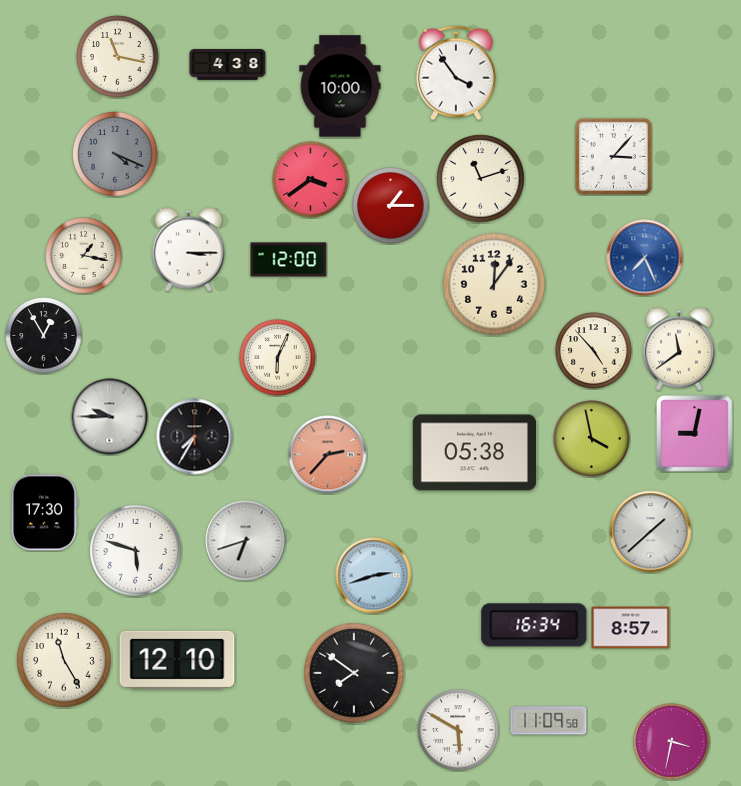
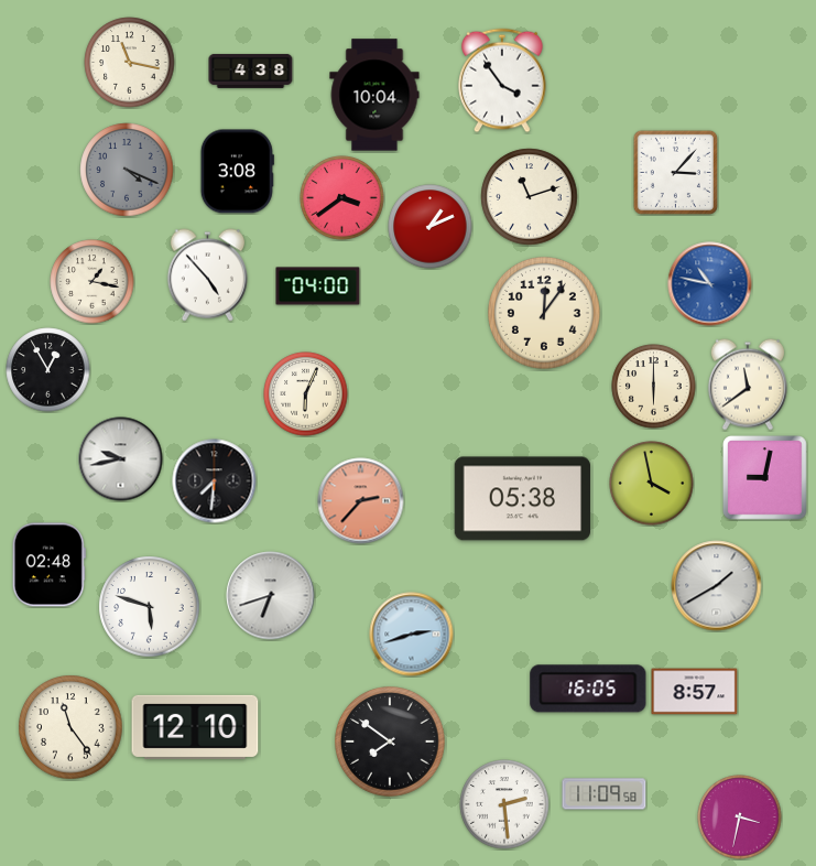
clock at (340, 86): 10:00 -> 10:04
clock at (237, 172): none -> 3:08
clock at (391, 206): 1:15 -> 1:11
clock at (188, 250): 3:15 -> 4:53
clock at (645, 258): 7:26 -> 10:47
clock at (289, 260): 12:00 -> 04:00
clock at (594, 351): 4:53 -> 6:00
clock at (110, 417): 9:45 -> 9:43
clock at (195, 437): 7:35 -> 7:31
clock at (44, 513): 17:30 -> 02:48
clock at (651, 532): 1:38 -> 1:40
clock at (534, 625): 16:34 -> 16:05
clock at (64, 660): 11:25 -> 11:24
clock at (458, 730): 5:50 -> 2:29
